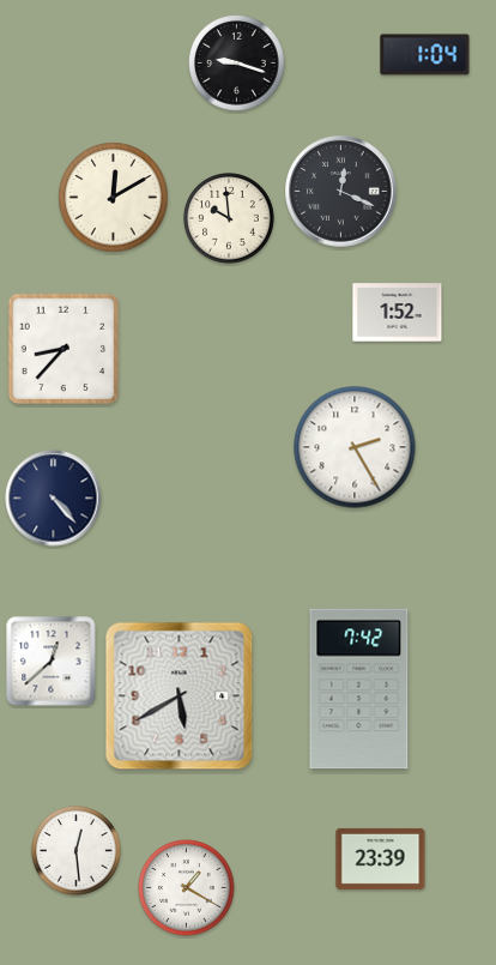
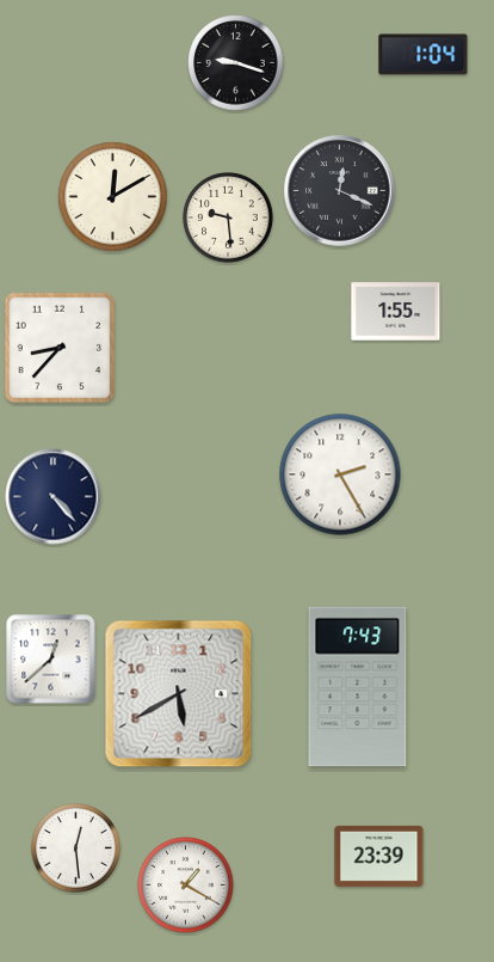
clock at (229, 218): 9:59 -> 9:29
clock at (398, 313): 1:52 -> 1:55
clock at (63, 349) position: (63, 349) -> (60, 348)
clock at (355, 447) position: (355, 447) -> (340, 474)
clock at (359, 689): 7:42 -> 7:43
